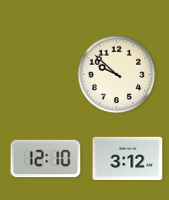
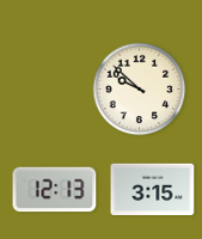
clock at (46, 159): 12:10 -> 12:13
clock at (128, 159): 3:12 -> 3:15
